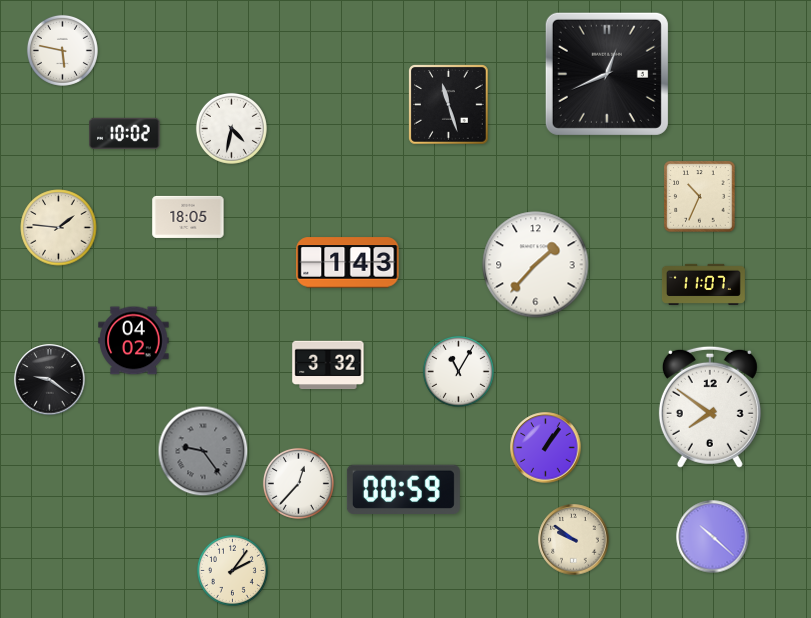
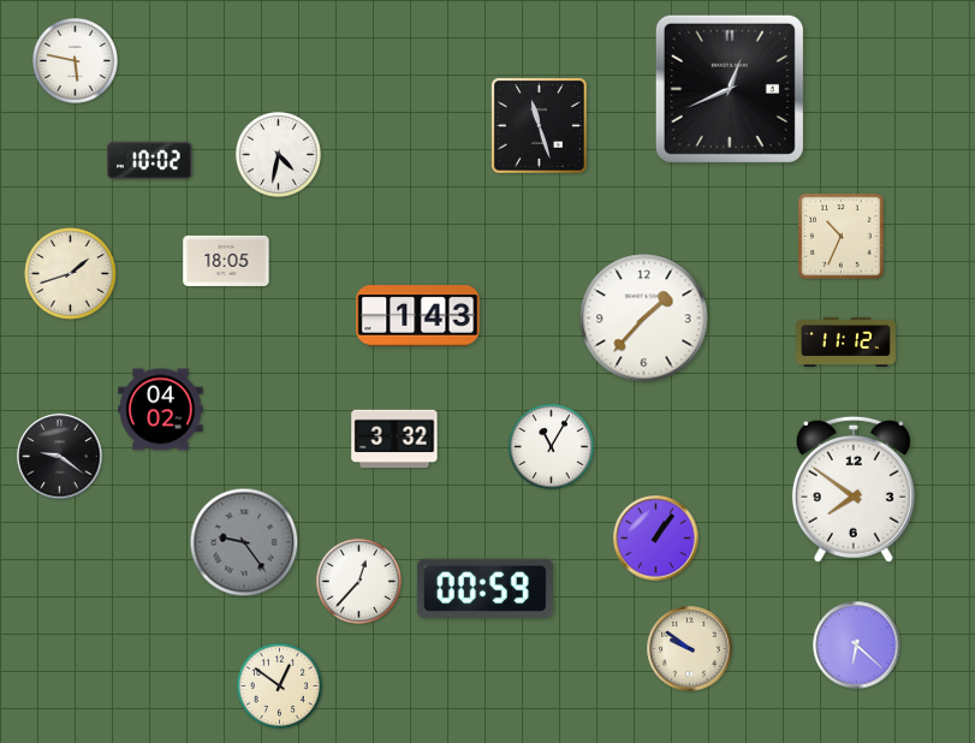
clock at (59, 228): 1:46 -> 1:42
clock at (703, 284): 11:07 -> 11:12
clock at (713, 537): 10:22 -> 6:22
clock at (232, 570): 2:06 -> 12:51
